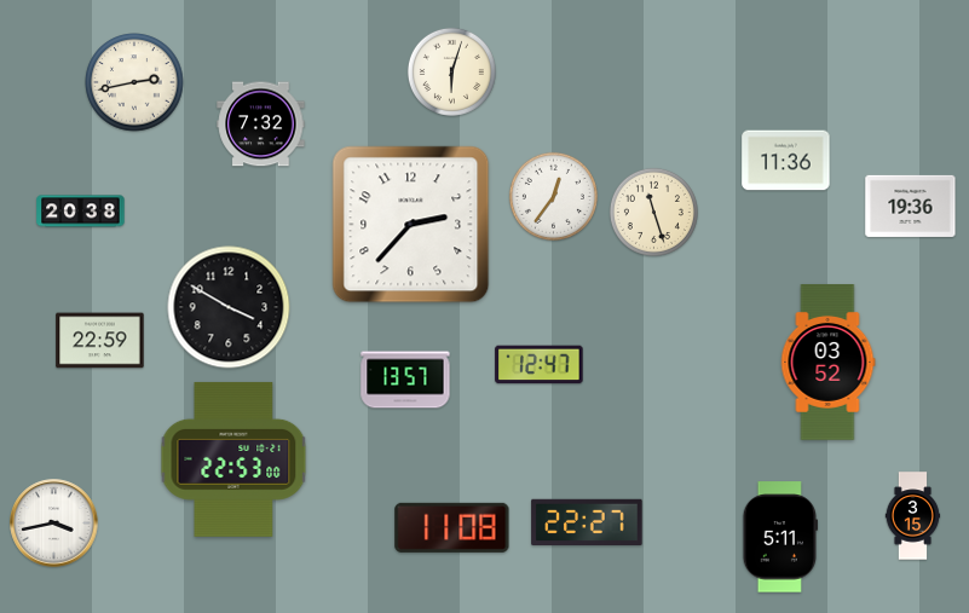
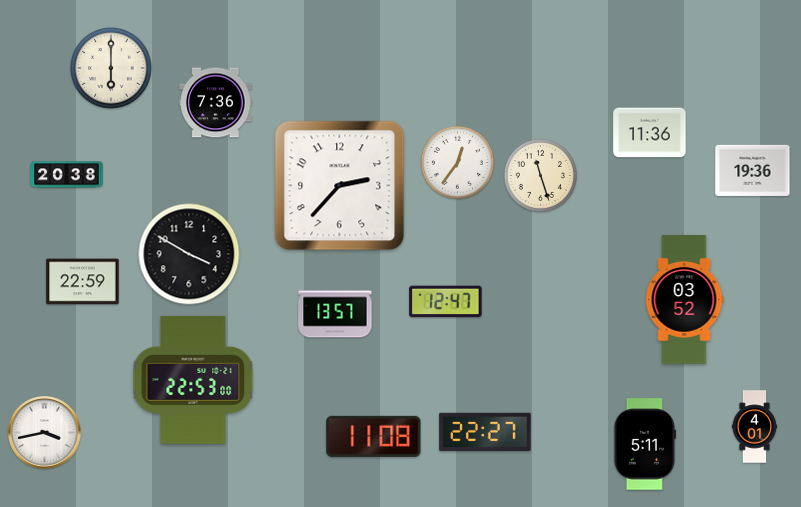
clock at (451, 71): 6:03 -> none
clock at (134, 82): 2:43 -> 6:00
clock at (261, 125): 7:32 -> 7:36
clock at (913, 516): 3:15 -> 4:01
